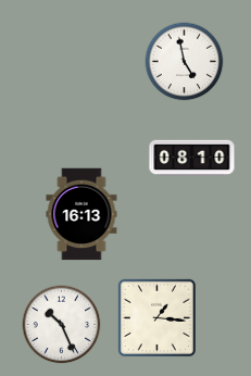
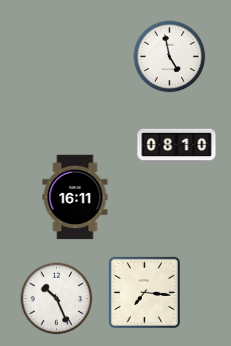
clock at (81, 214): 16:13 -> 16:11
clock at (156, 317): 1:16 -> 7:16
